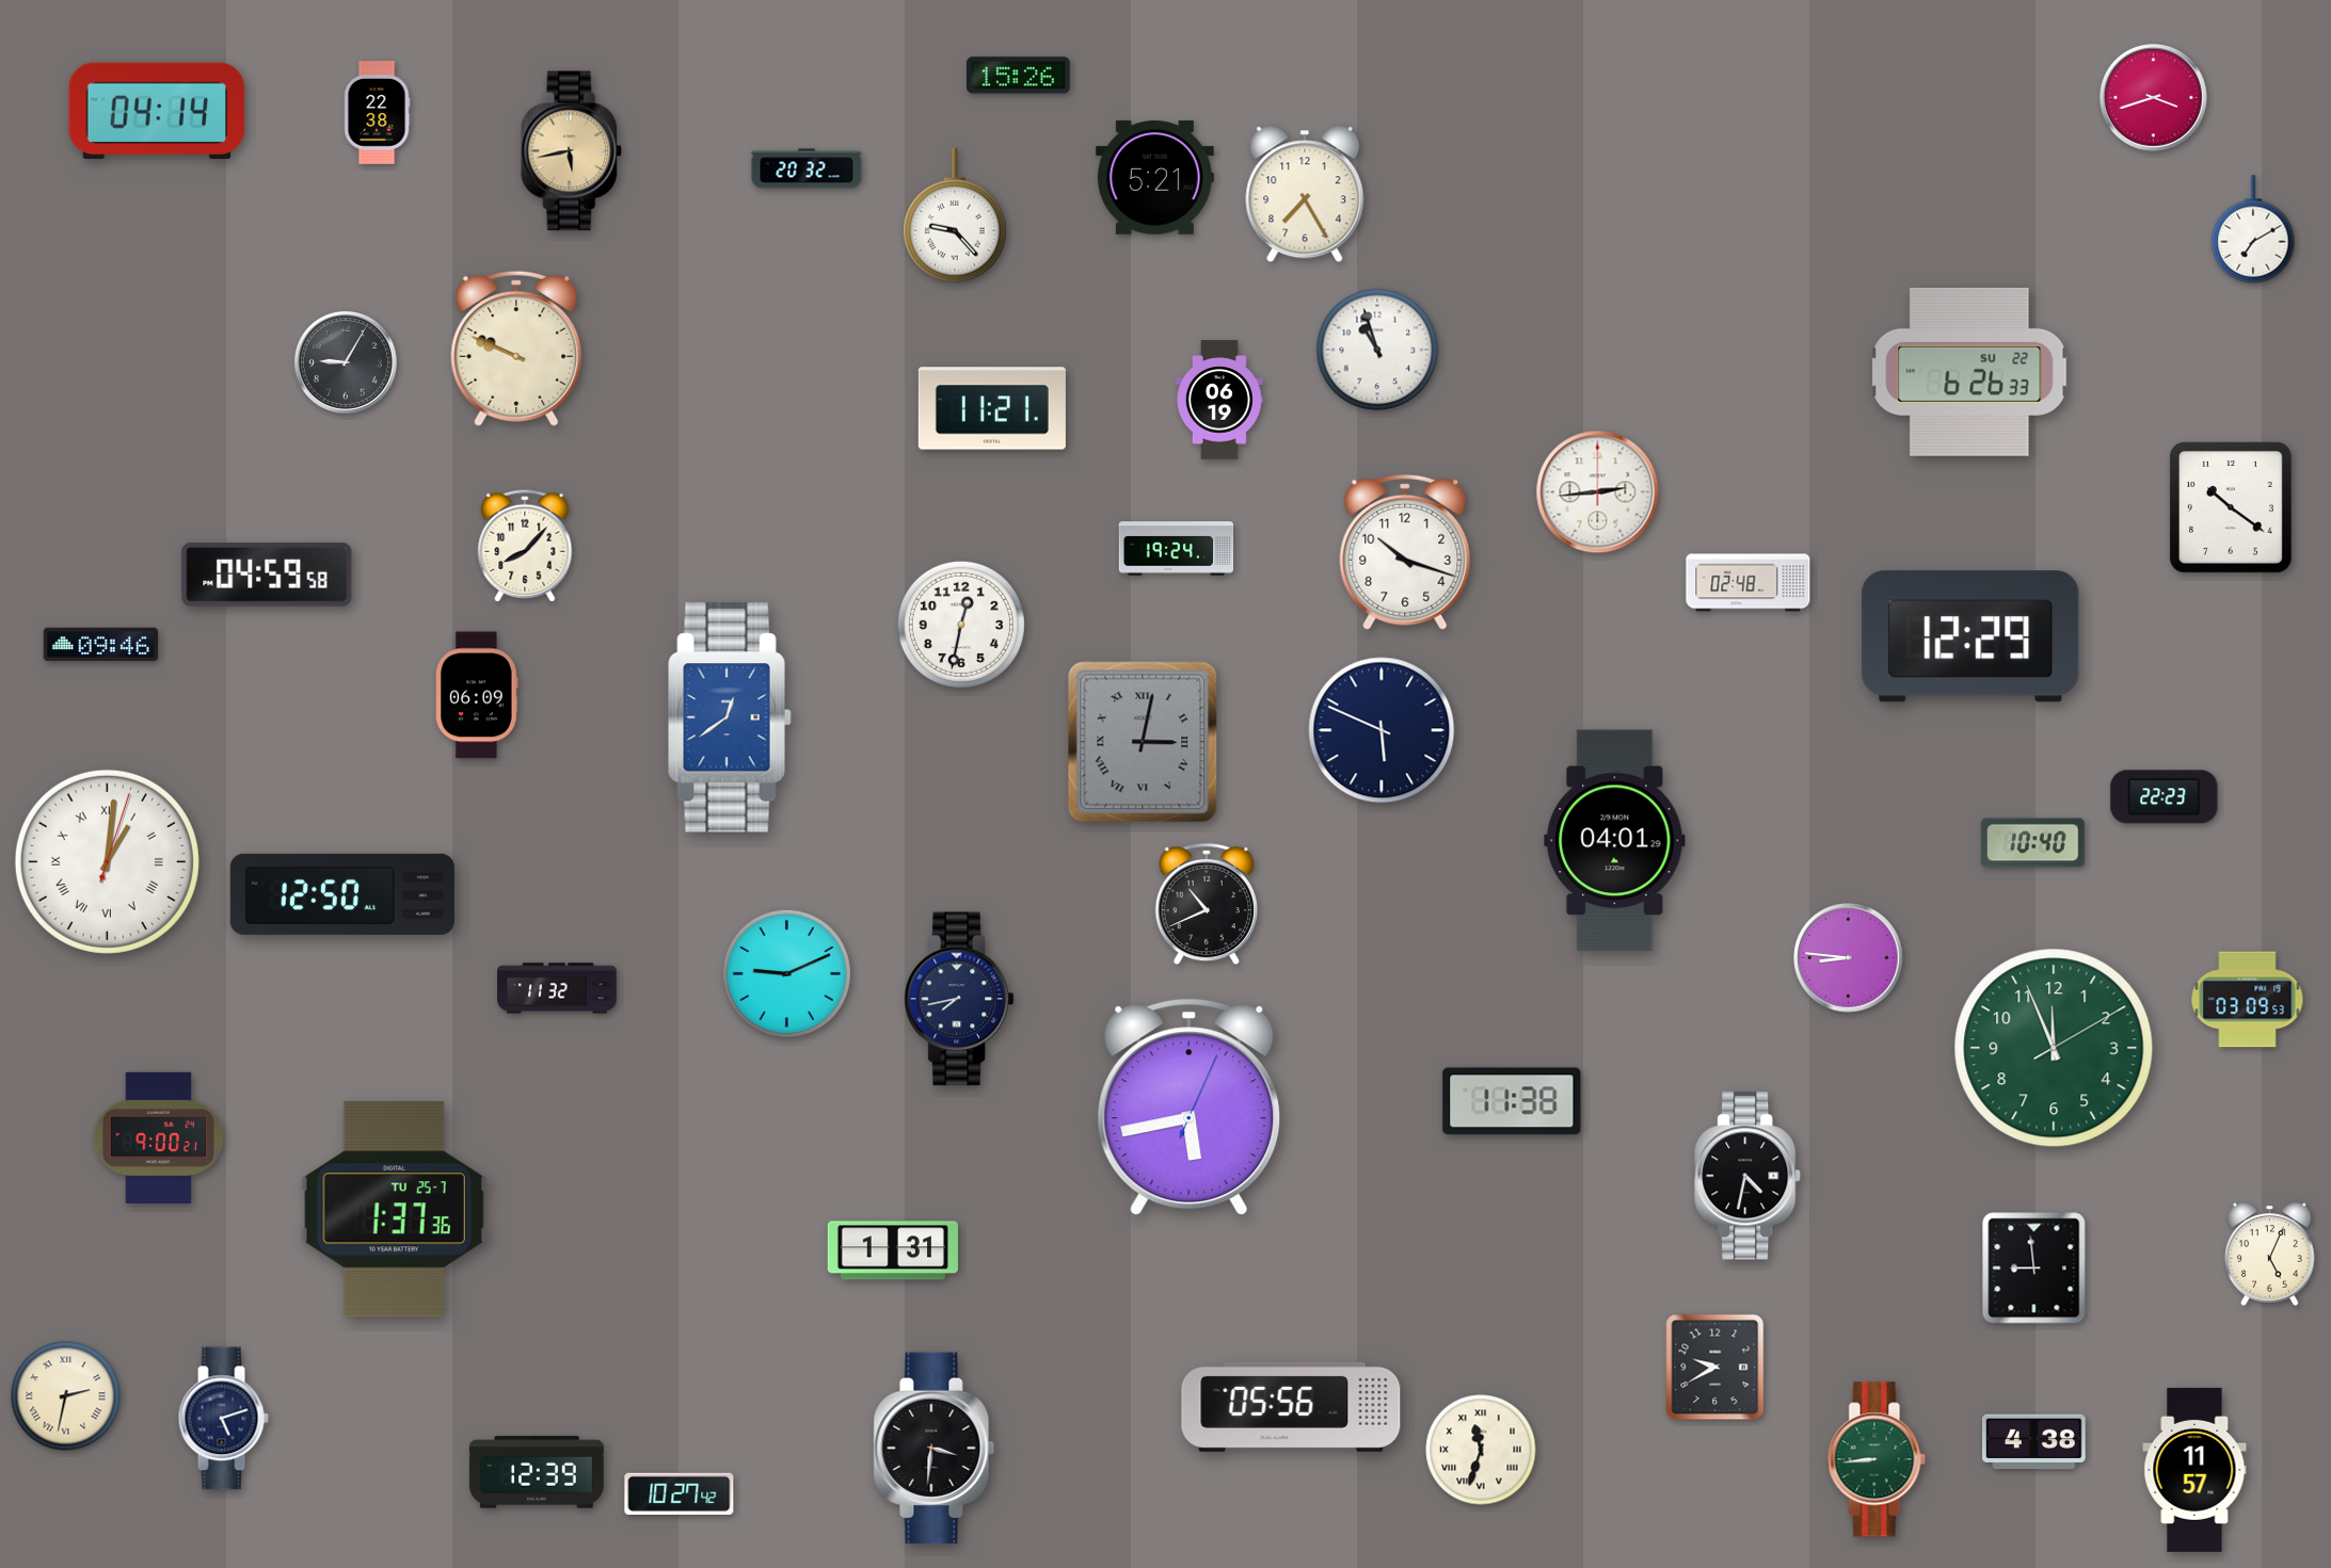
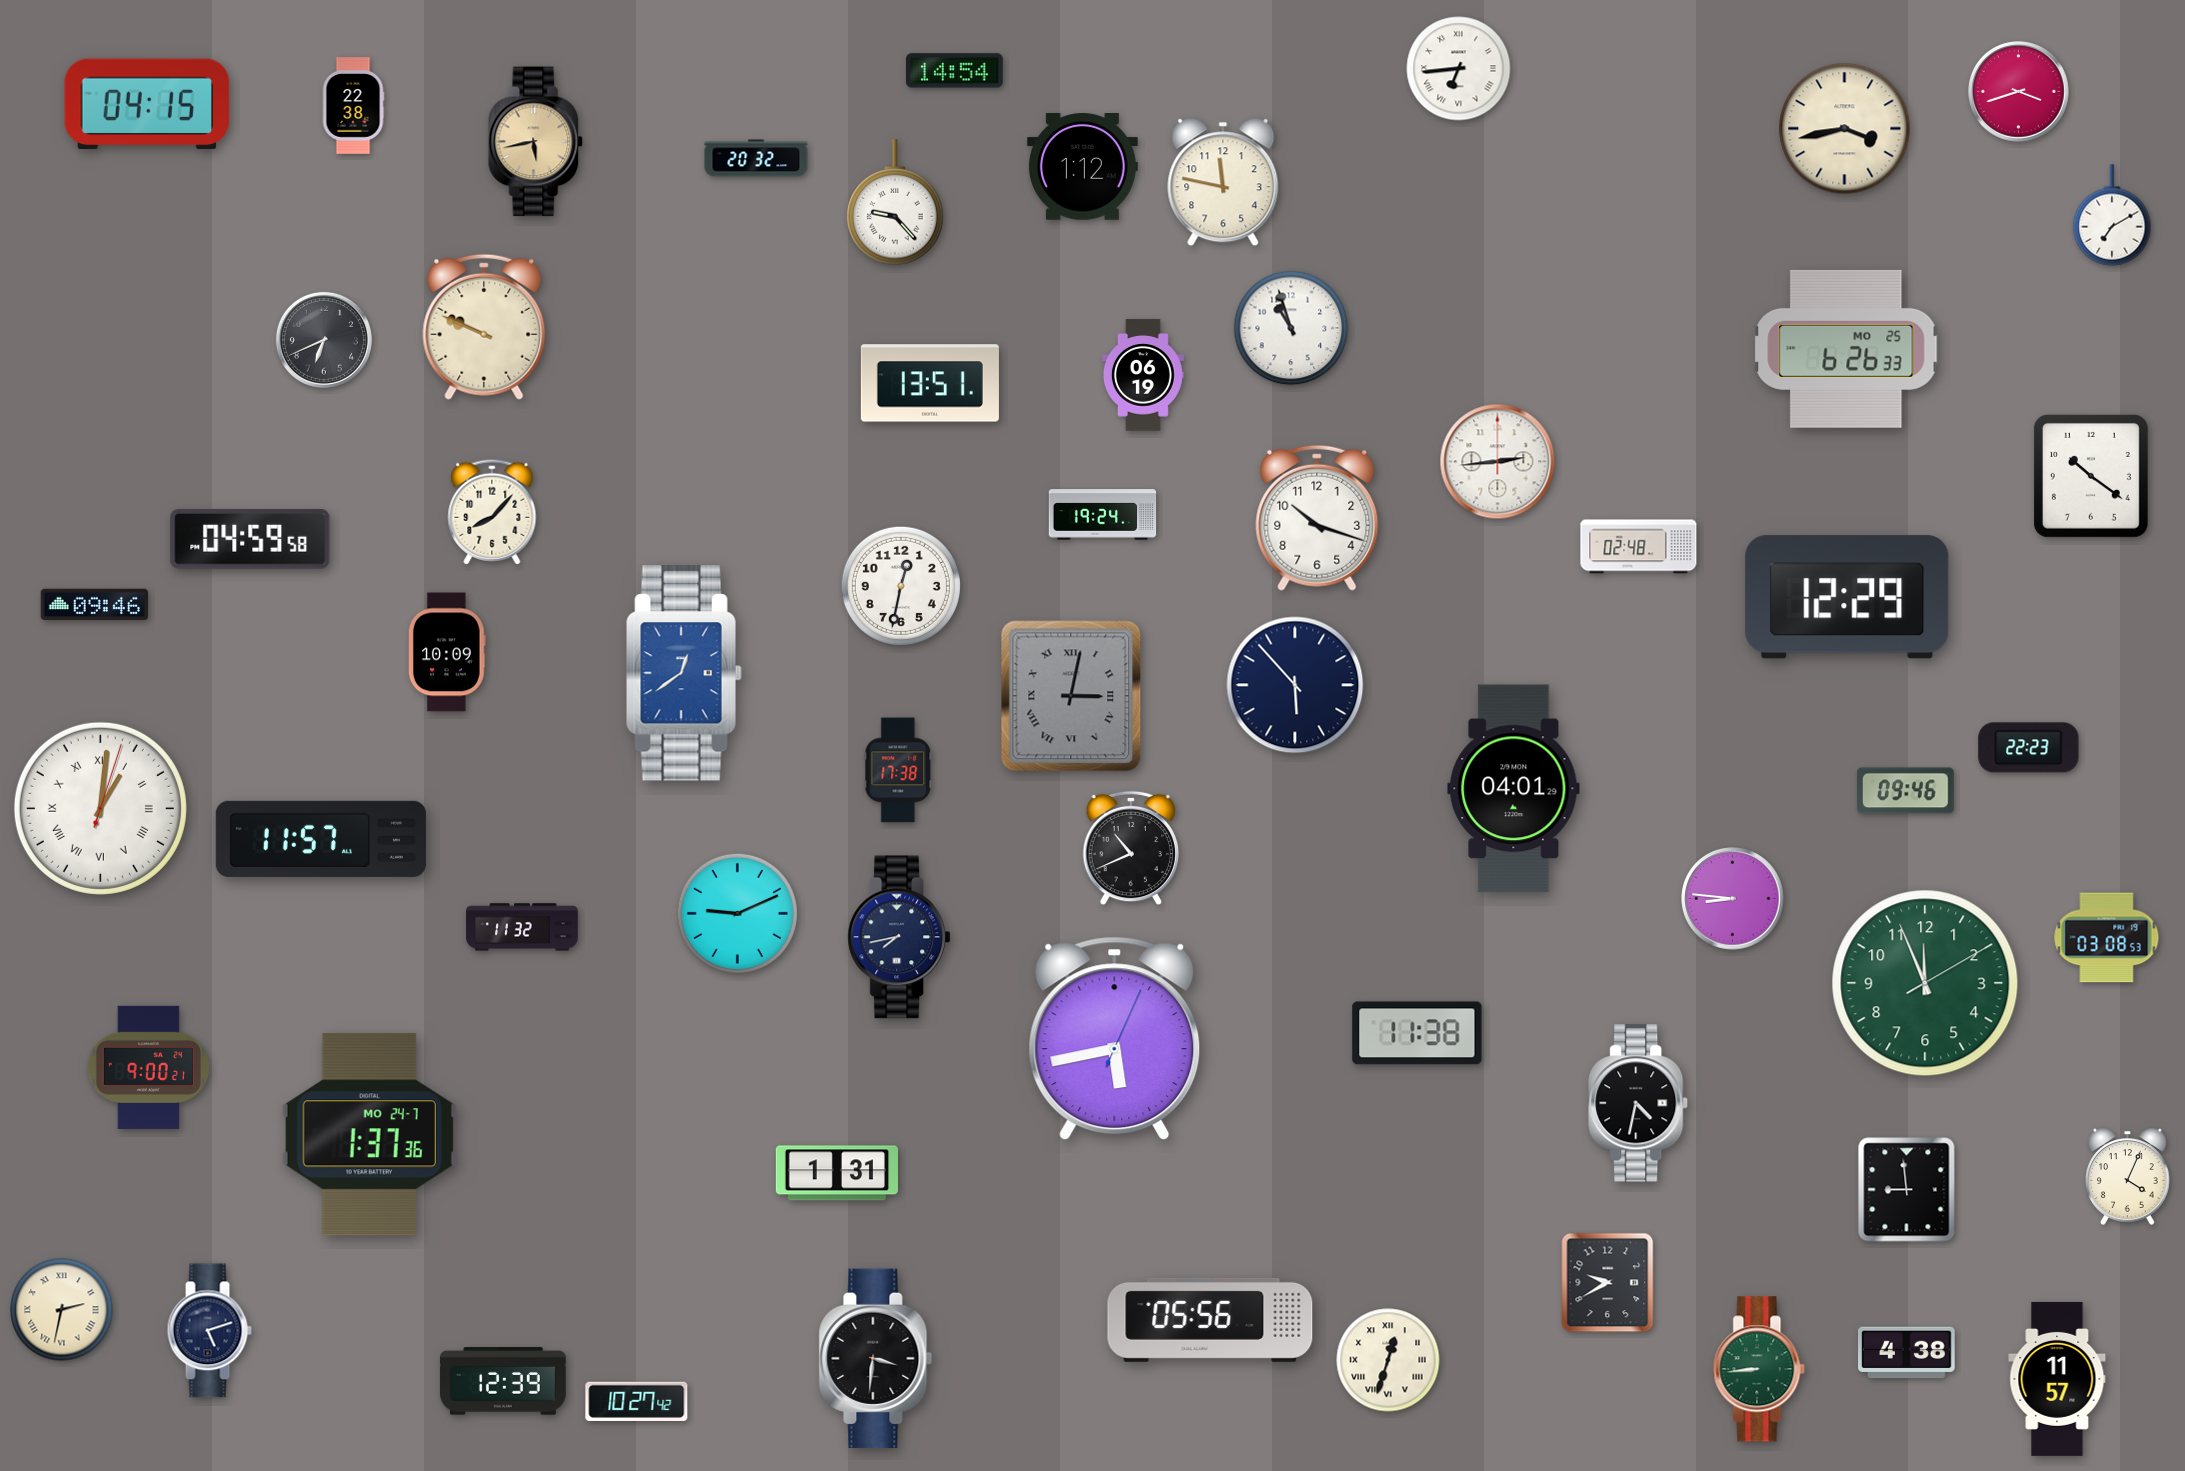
clock at (1459, 69): none -> 6:44
clock at (1019, 76): 15:26 -> 14:54
clock at (157, 110): 04:14 -> 04:15
clock at (1845, 129): none -> 3:43
clock at (1154, 178): 5:21 -> 1:12
clock at (1305, 194): 7:25 -> 11:47
clock at (346, 362): 9:05 -> 6:41
clock at (1969, 372) date: SU 22 -> MO 25
clock at (992, 408): 11:21 -> 13:51
clock at (477, 695): 06:09 -> 10:09
clock at (1382, 730): 5:49 -> 5:53
clock at (898, 770): none -> 17:38
clock at (2033, 843): 10:40 -> 09:46
clock at (342, 894): 12:50 -> 11:57
clock at (2248, 1000): 03:09 -> 03:08
clock at (394, 1210) date: TU 25-7 -> MO 24-7
clock at (2270, 1254): 5:04 -> 4:04
clock at (1481, 1450): 11:33 -> 12:33
